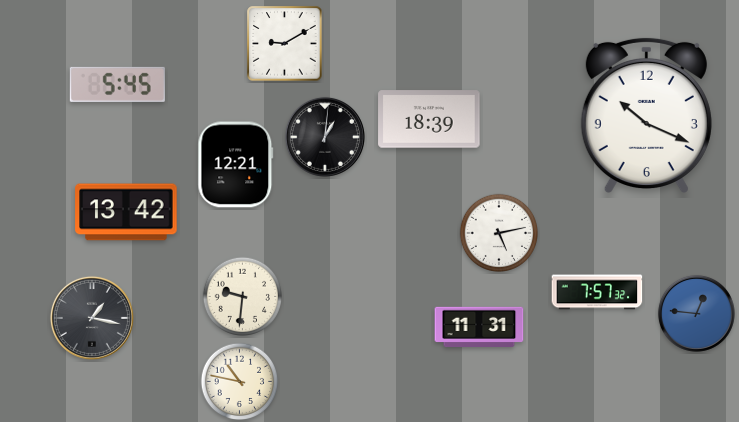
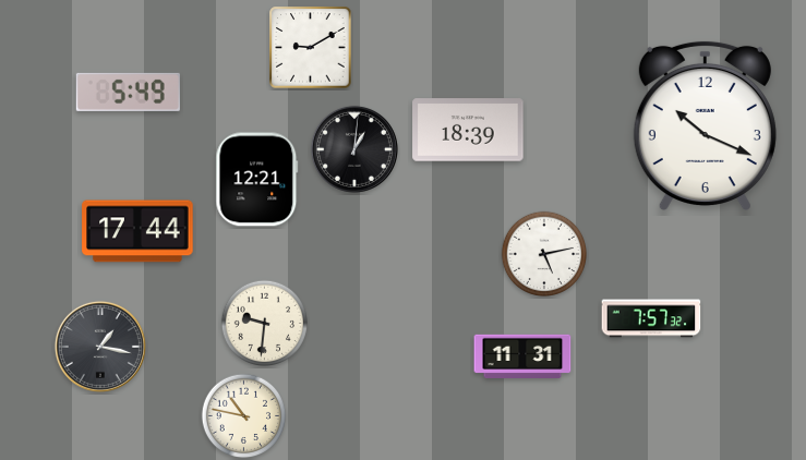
clock at (117, 84): 5:45 -> 5:49
clock at (126, 212): 13:42 -> 17:44
clock at (696, 313): 12:46 -> none
clock at (240, 382) position: (240, 382) -> (244, 416)
